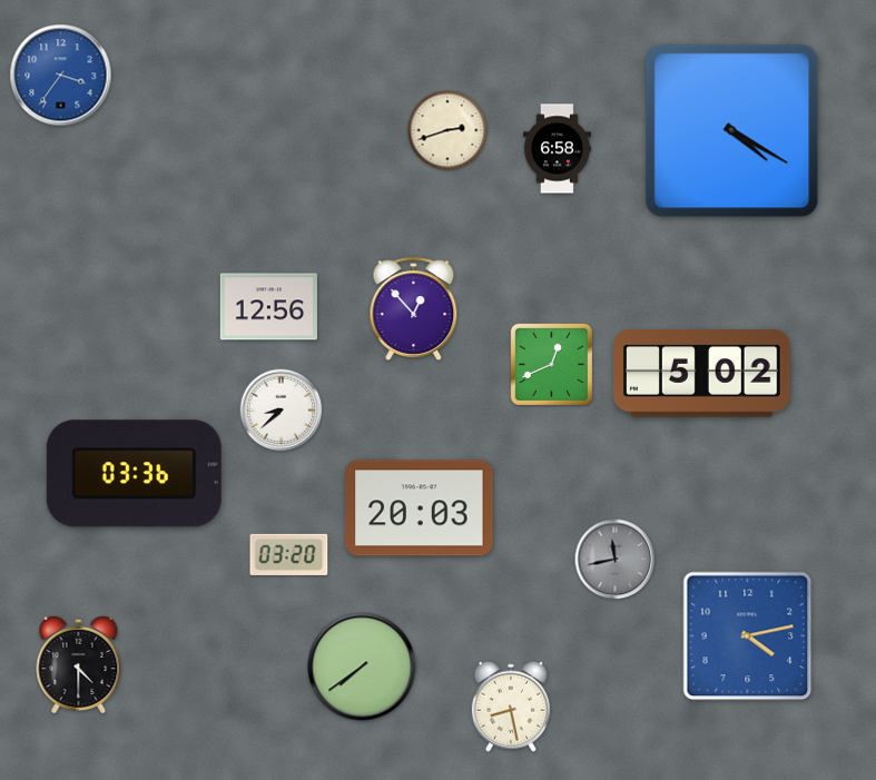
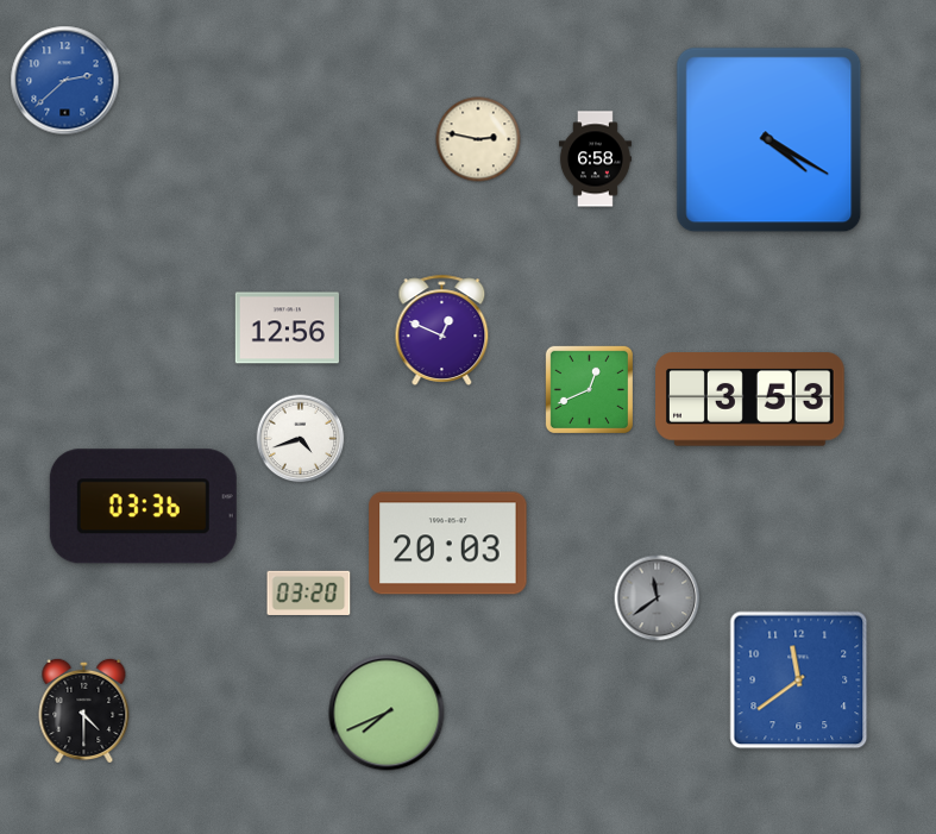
clock at (61, 76): 3:36 -> 2:38
clock at (447, 130): 2:42 -> 2:47
clock at (732, 131) position: (732, 131) -> (769, 140)
clock at (414, 308): 12:53 -> 12:49
clock at (702, 374): 5:02 -> 3:53
clock at (282, 411): 8:38 -> 4:42
clock at (616, 560): 11:43 -> 11:39
clock at (748, 636): 4:13 -> 11:39
clock at (362, 667): 7:39 -> 7:41
clock at (511, 707): 8:28 -> none
